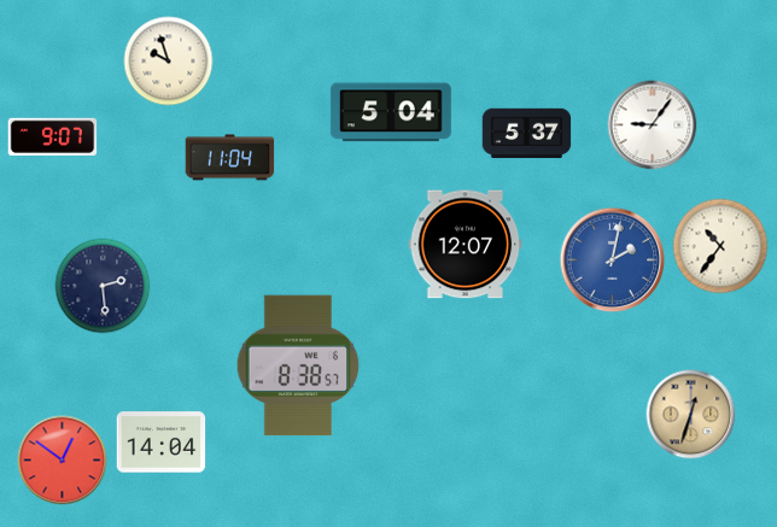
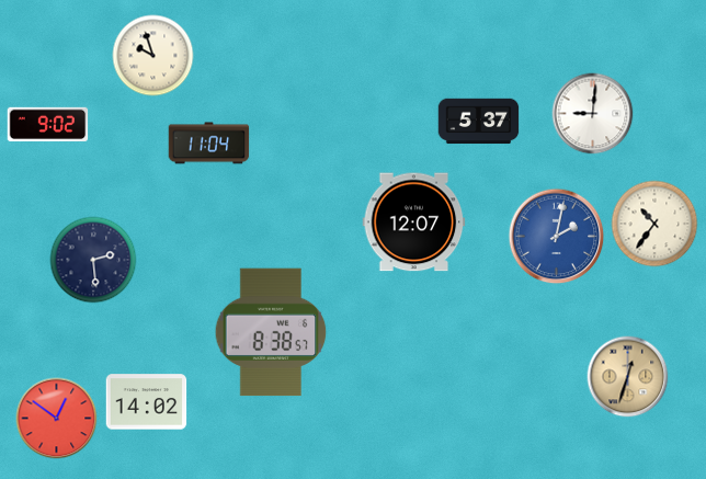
clock at (391, 112): 5:04 -> none
clock at (653, 125): 9:06 -> 9:01
clock at (53, 136): 9:07 -> 9:02
clock at (466, 245) position: (466, 245) -> (414, 223)
clock at (162, 443): 14:04 -> 14:02
